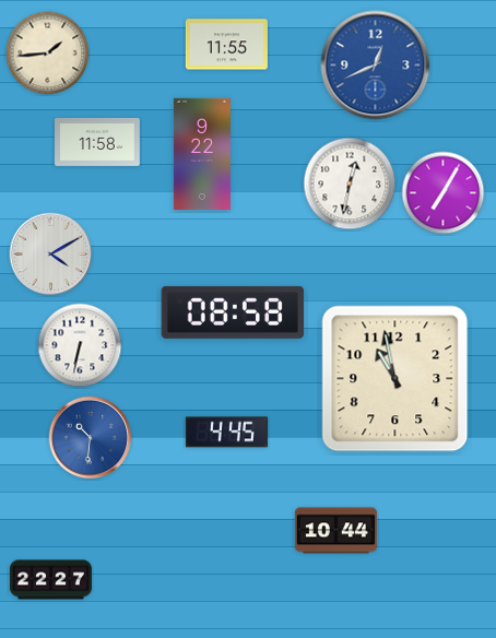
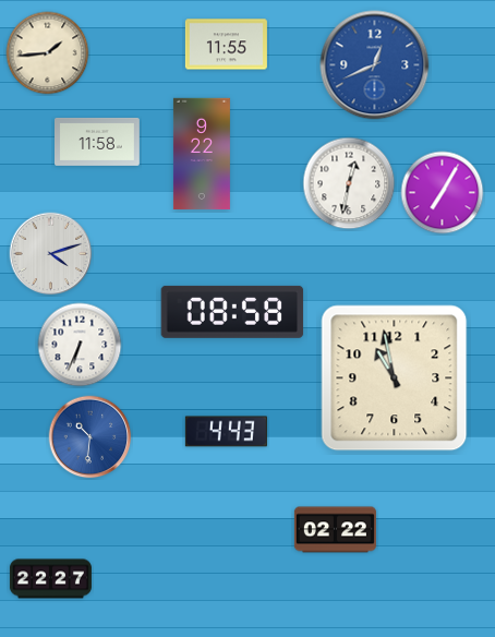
clock at (51, 255): 4:10 -> 4:12
clock at (80, 345): 6:32 -> 6:34
clock at (226, 433): 4:45 -> 4:43
clock at (335, 531): 10:44 -> 02:22
